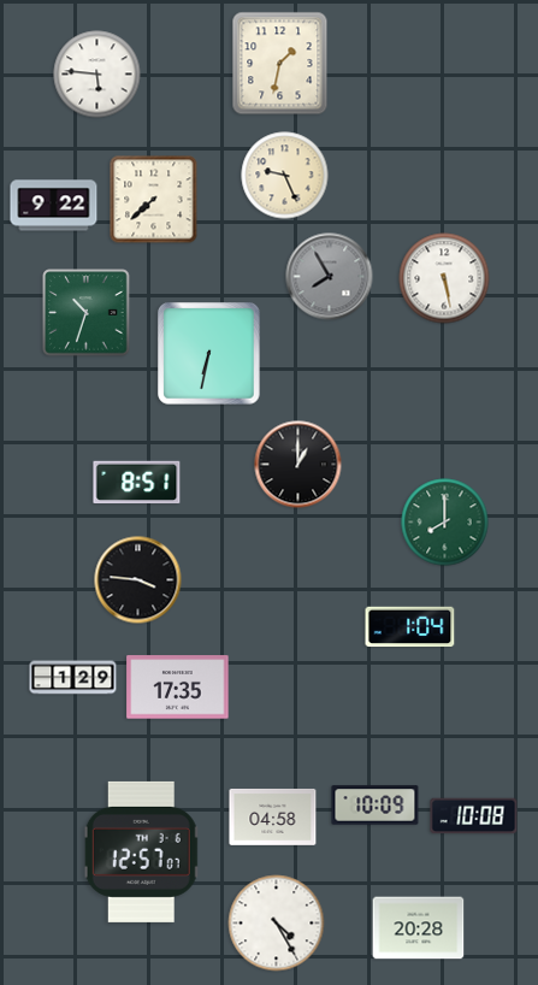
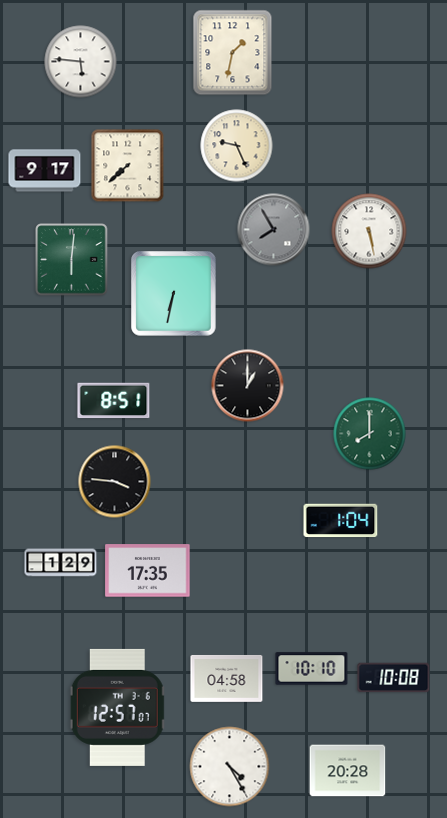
clock at (54, 206): 9:22 -> 9:17
clock at (87, 313): 10:33 -> 6:01
clock at (376, 806): 10:09 -> 10:10
